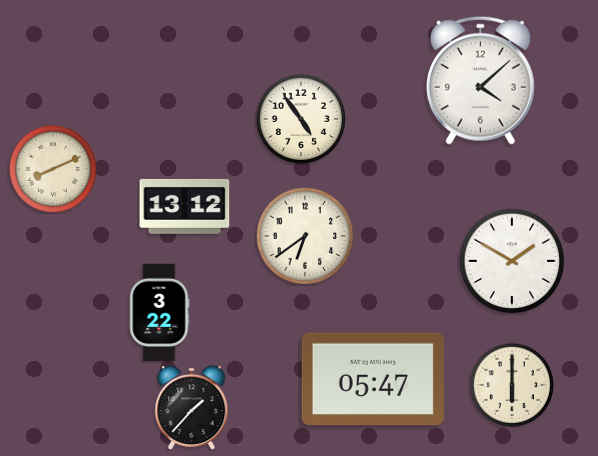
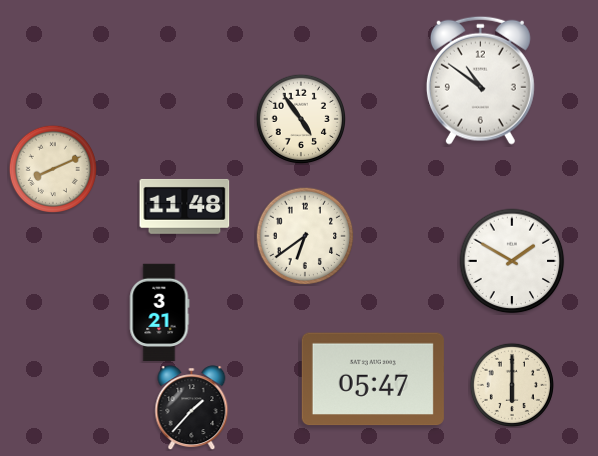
clock at (480, 80): 4:08 -> 10:51
clock at (185, 206): 13:12 -> 11:48
clock at (159, 313): 3:22 -> 3:21
